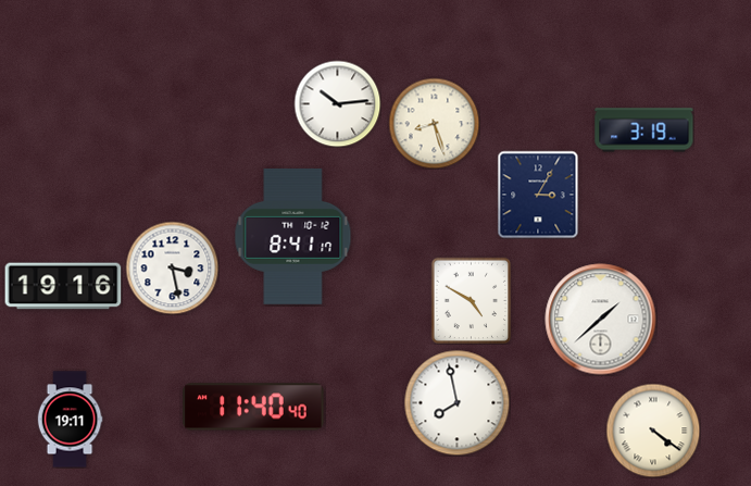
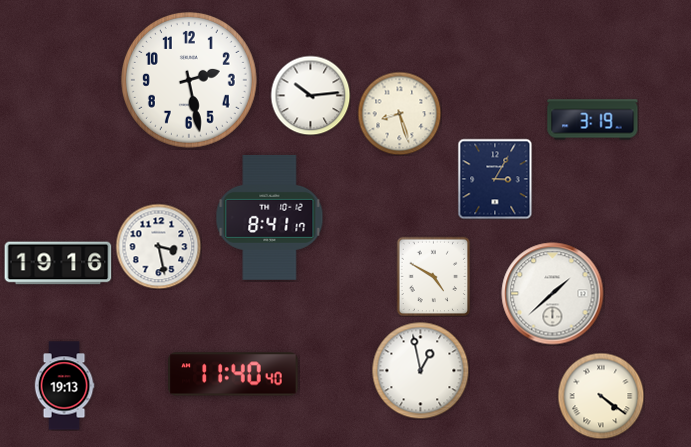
clock at (189, 80): none -> 2:28
clock at (456, 402): 7:58 -> 12:58
clock at (70, 420): 19:11 -> 19:13
